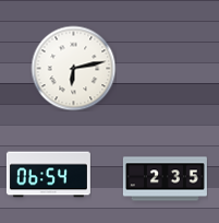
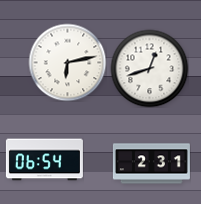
clock at (149, 68): none -> 12:42
clock at (165, 179): 2:35 -> 2:31
